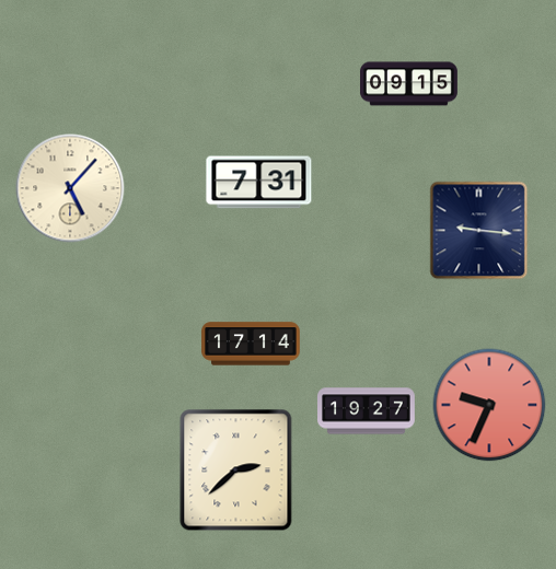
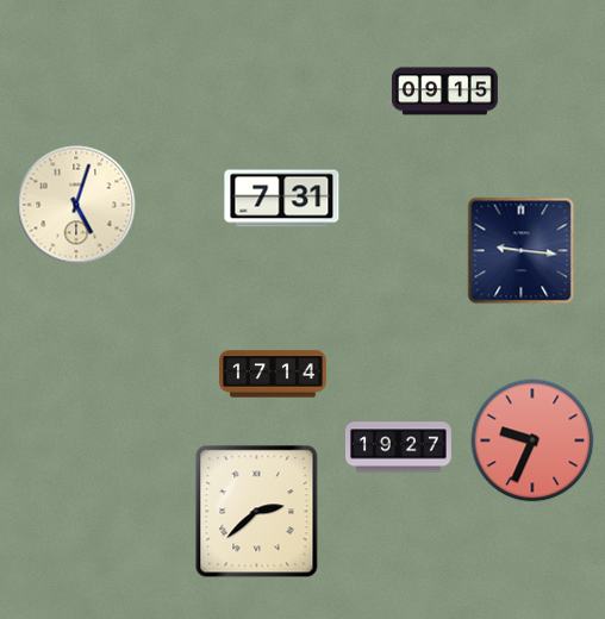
clock at (70, 188): 5:07 -> 5:03
